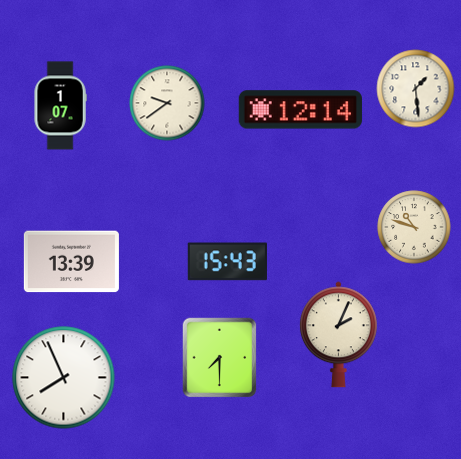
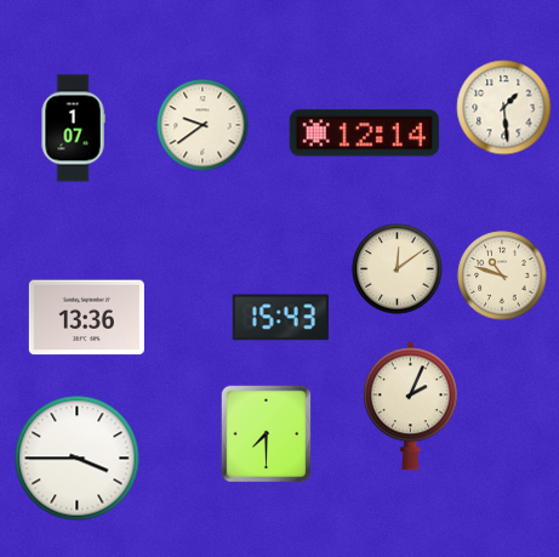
clock at (398, 269): none -> 12:09
clock at (71, 262): 13:39 -> 13:36
clock at (227, 262) position: (227, 262) -> (280, 318)
clock at (64, 378): 7:56 -> 3:45
